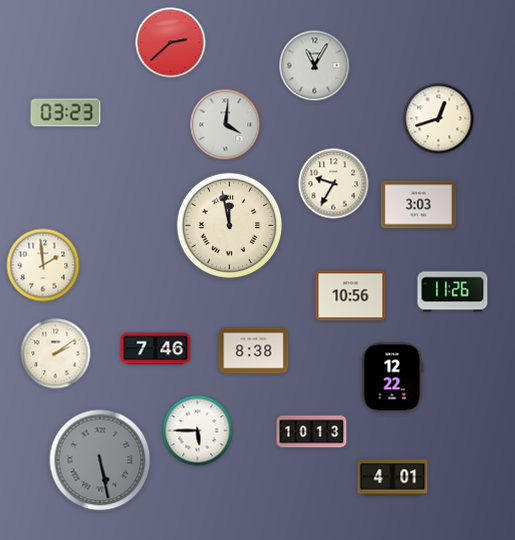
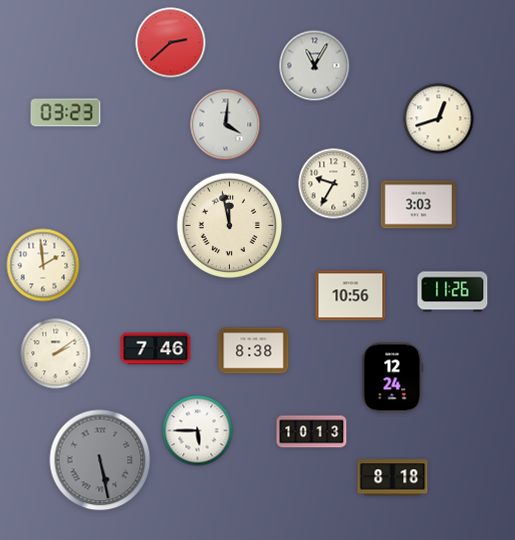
clock at (393, 378): 12:22 -> 12:24
clock at (393, 478): 4:01 -> 8:18
